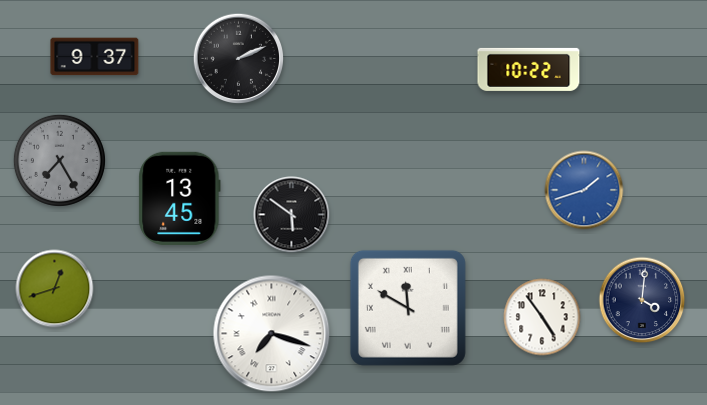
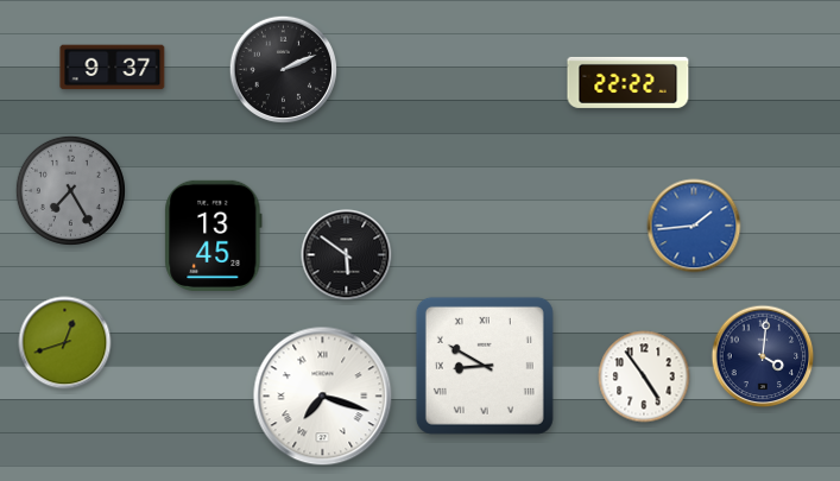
clock at (529, 69): 10:22 -> 22:22
clock at (584, 190): 1:42 -> 1:44
clock at (408, 308): 11:50 -> 8:50
